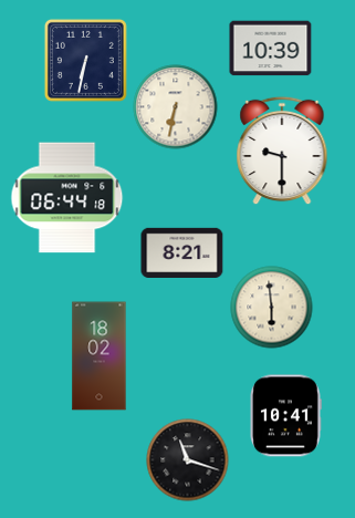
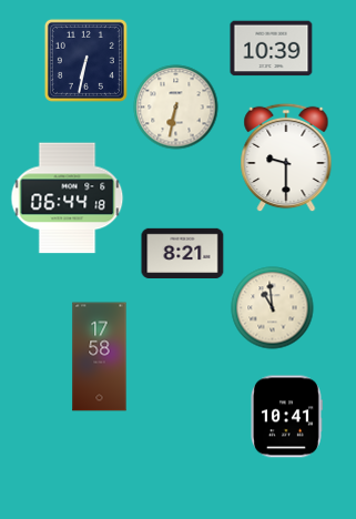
clock at (282, 151) position: (282, 151) -> (286, 157)
clock at (272, 308): 5:59 -> 10:59
clock at (100, 356): 18:02 -> 17:58
clock at (188, 460): 11:18 -> none
